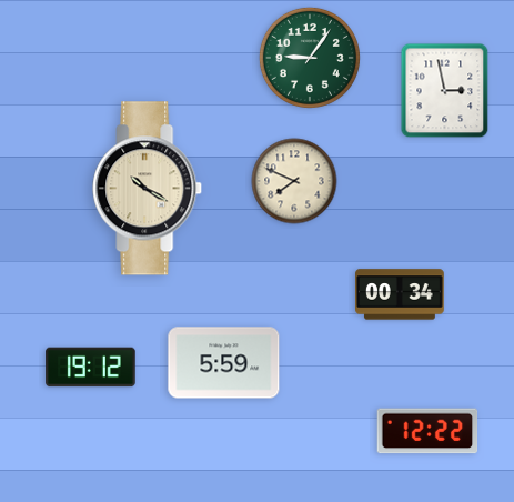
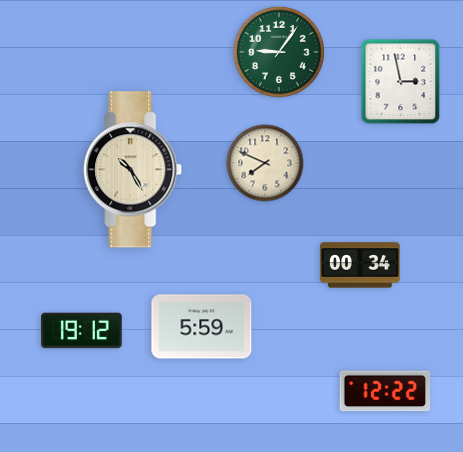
clock at (148, 189): 10:20 -> 10:25
clock at (427, 431) position: (427, 431) -> (385, 391)
